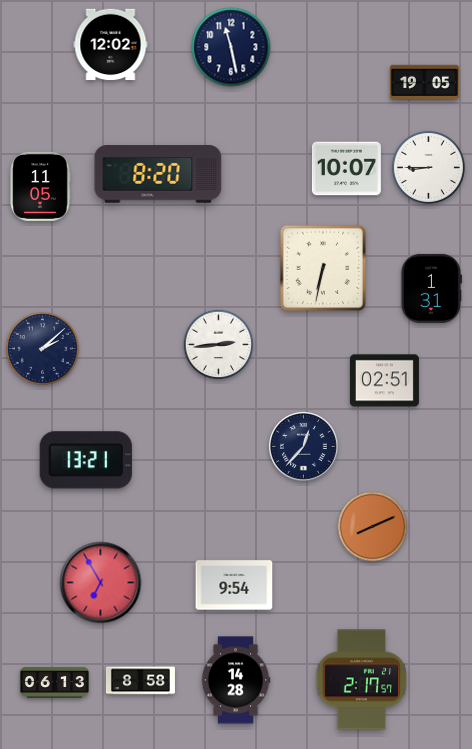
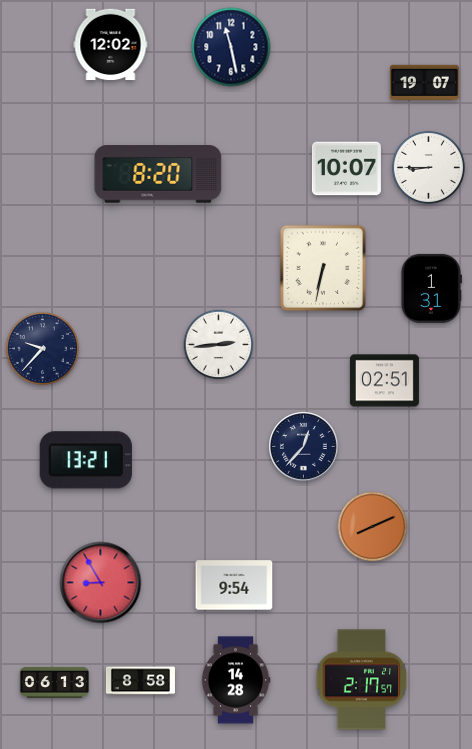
clock at (424, 83): 19:05 -> 19:07
clock at (40, 186): 11:05 -> none
clock at (42, 348): 2:08 -> 9:37
clock at (101, 583): 6:55 -> 8:55
